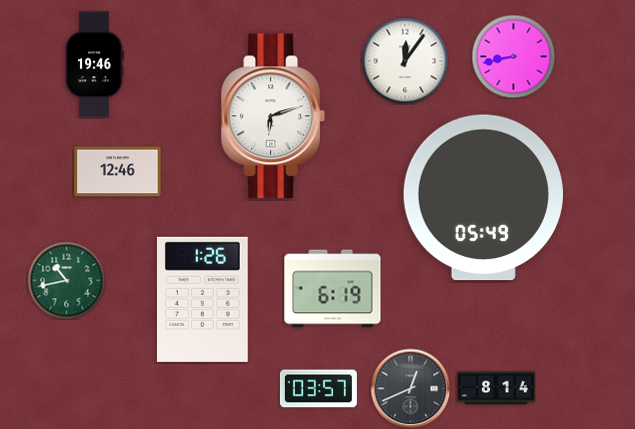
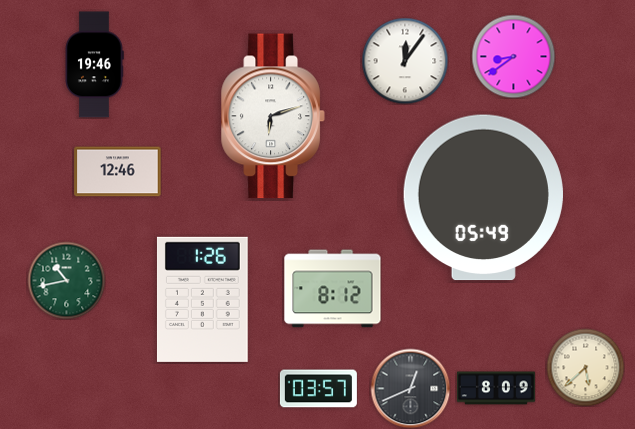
clock at (513, 56): 8:43 -> 8:39
clock at (333, 289): 6:19 -> 8:12
clock at (585, 367): none -> 5:38
clock at (496, 388): 8:14 -> 8:09
